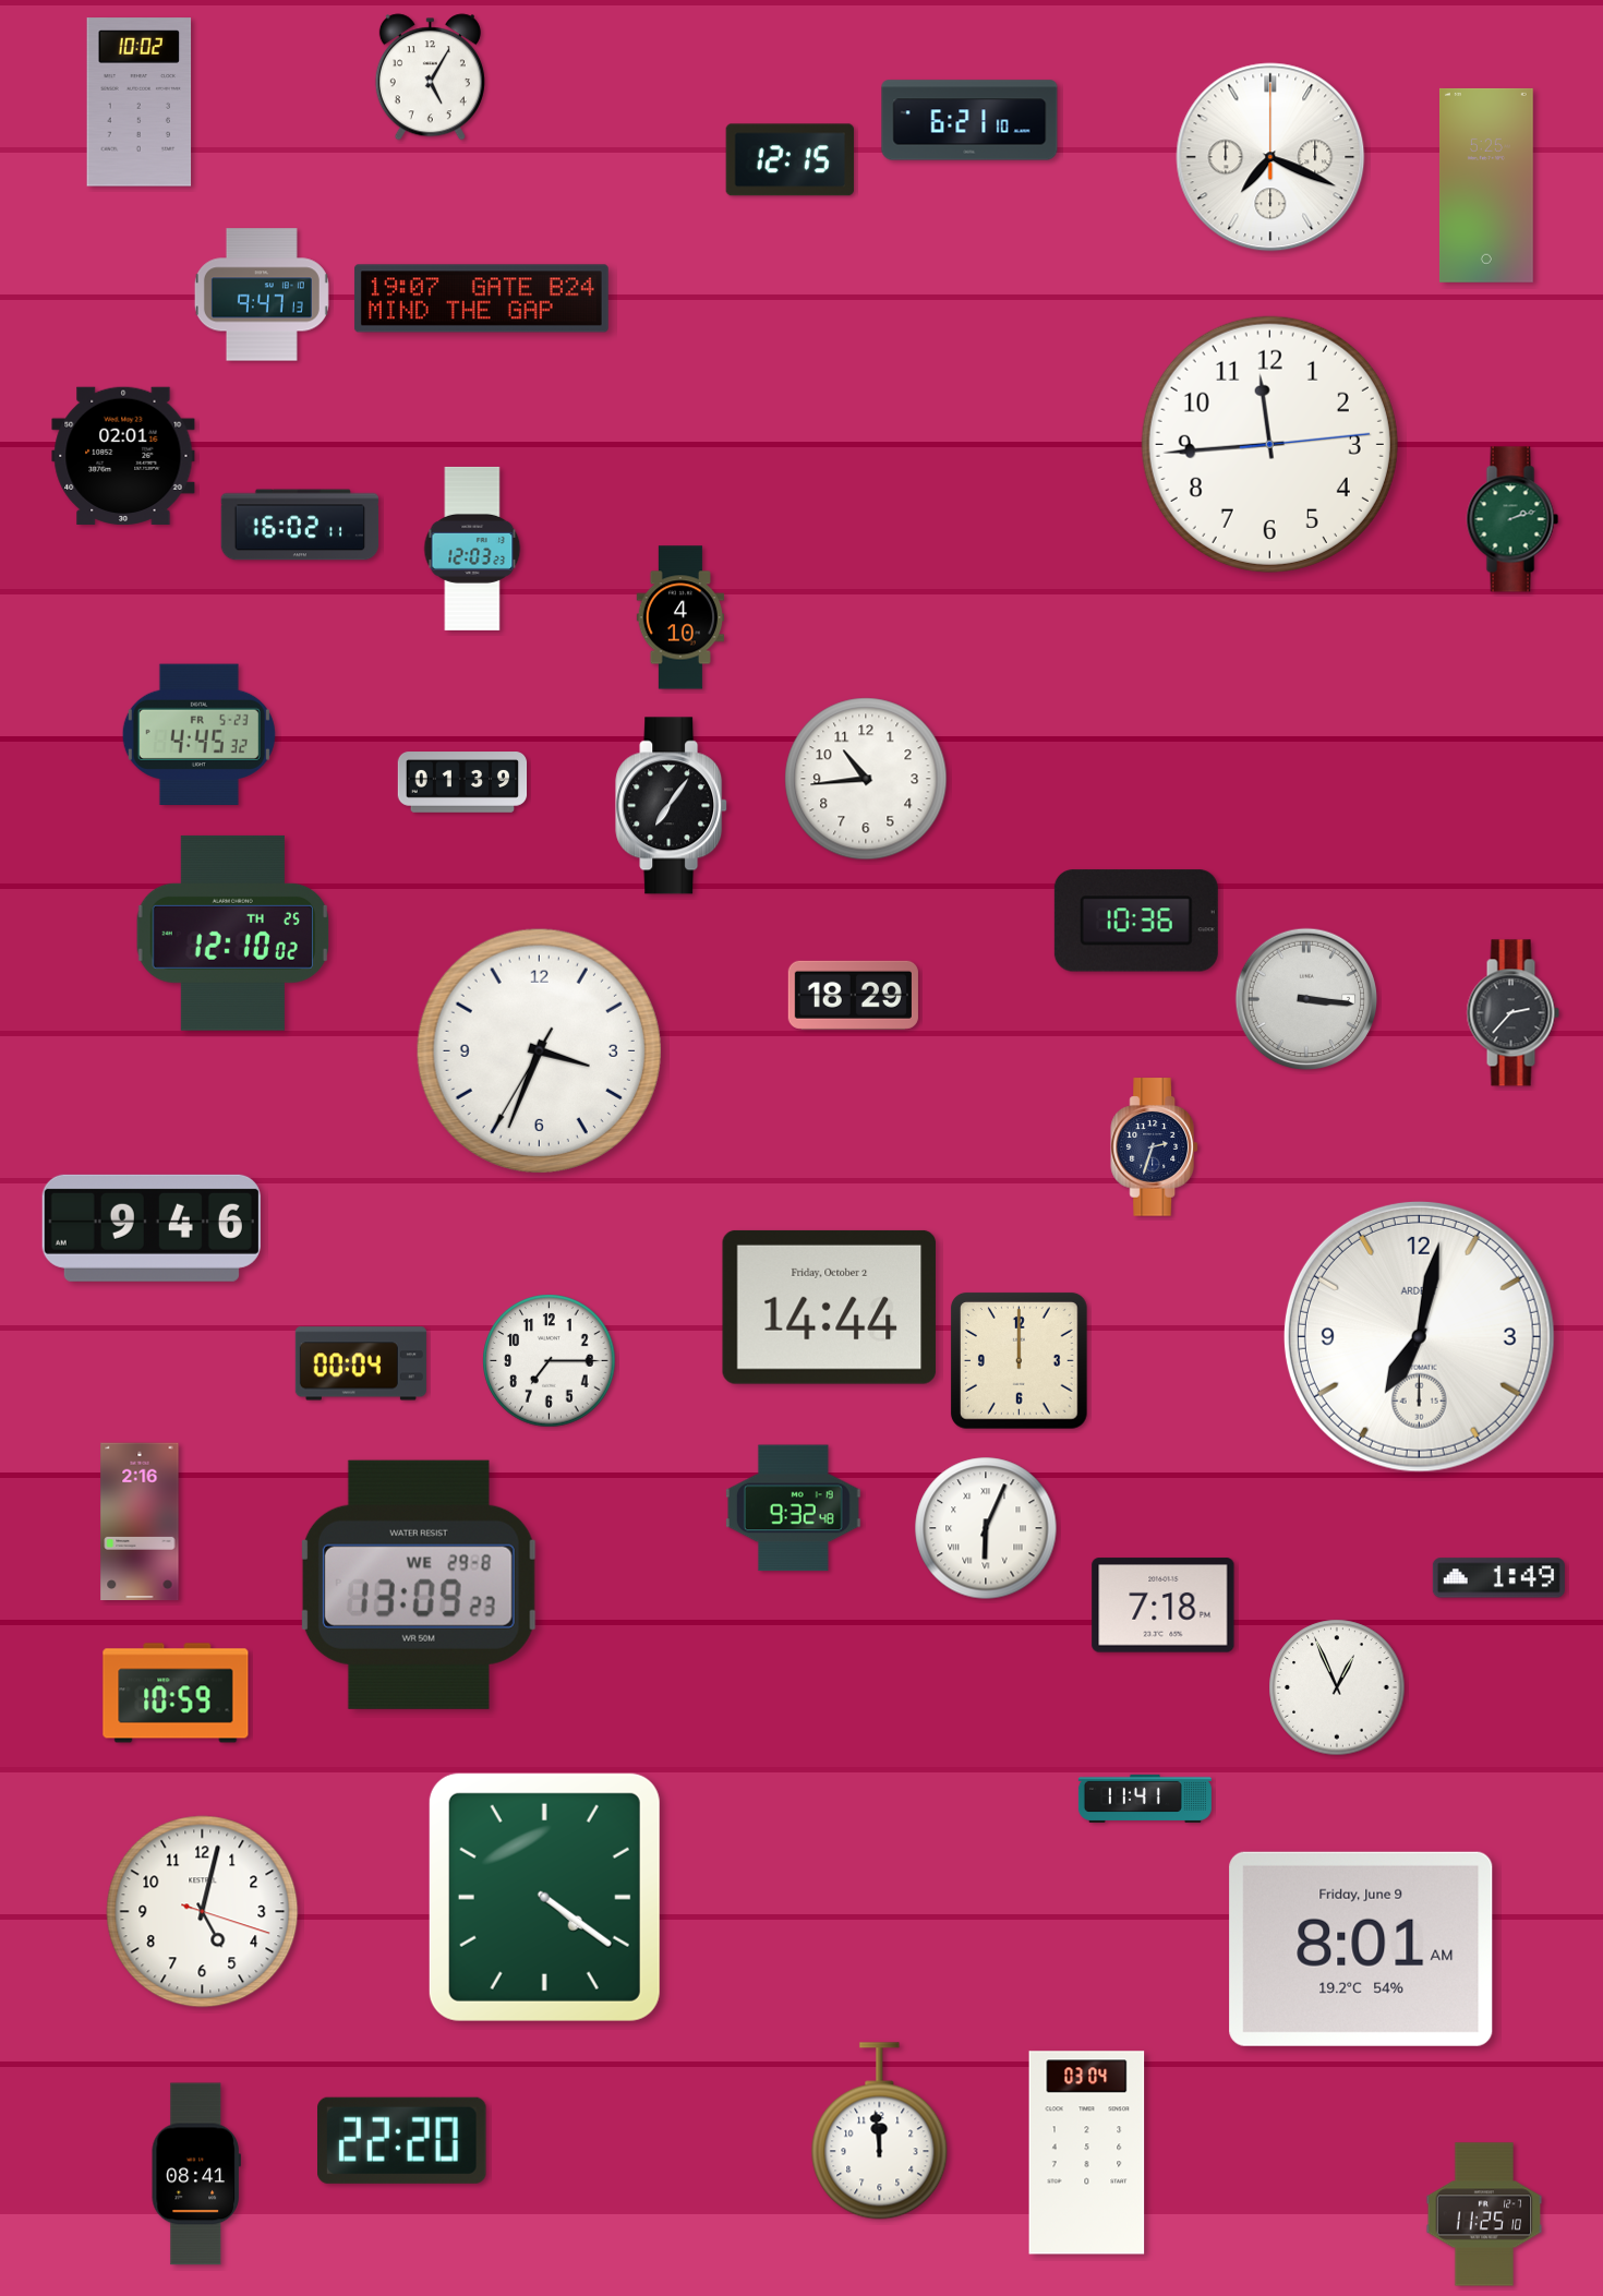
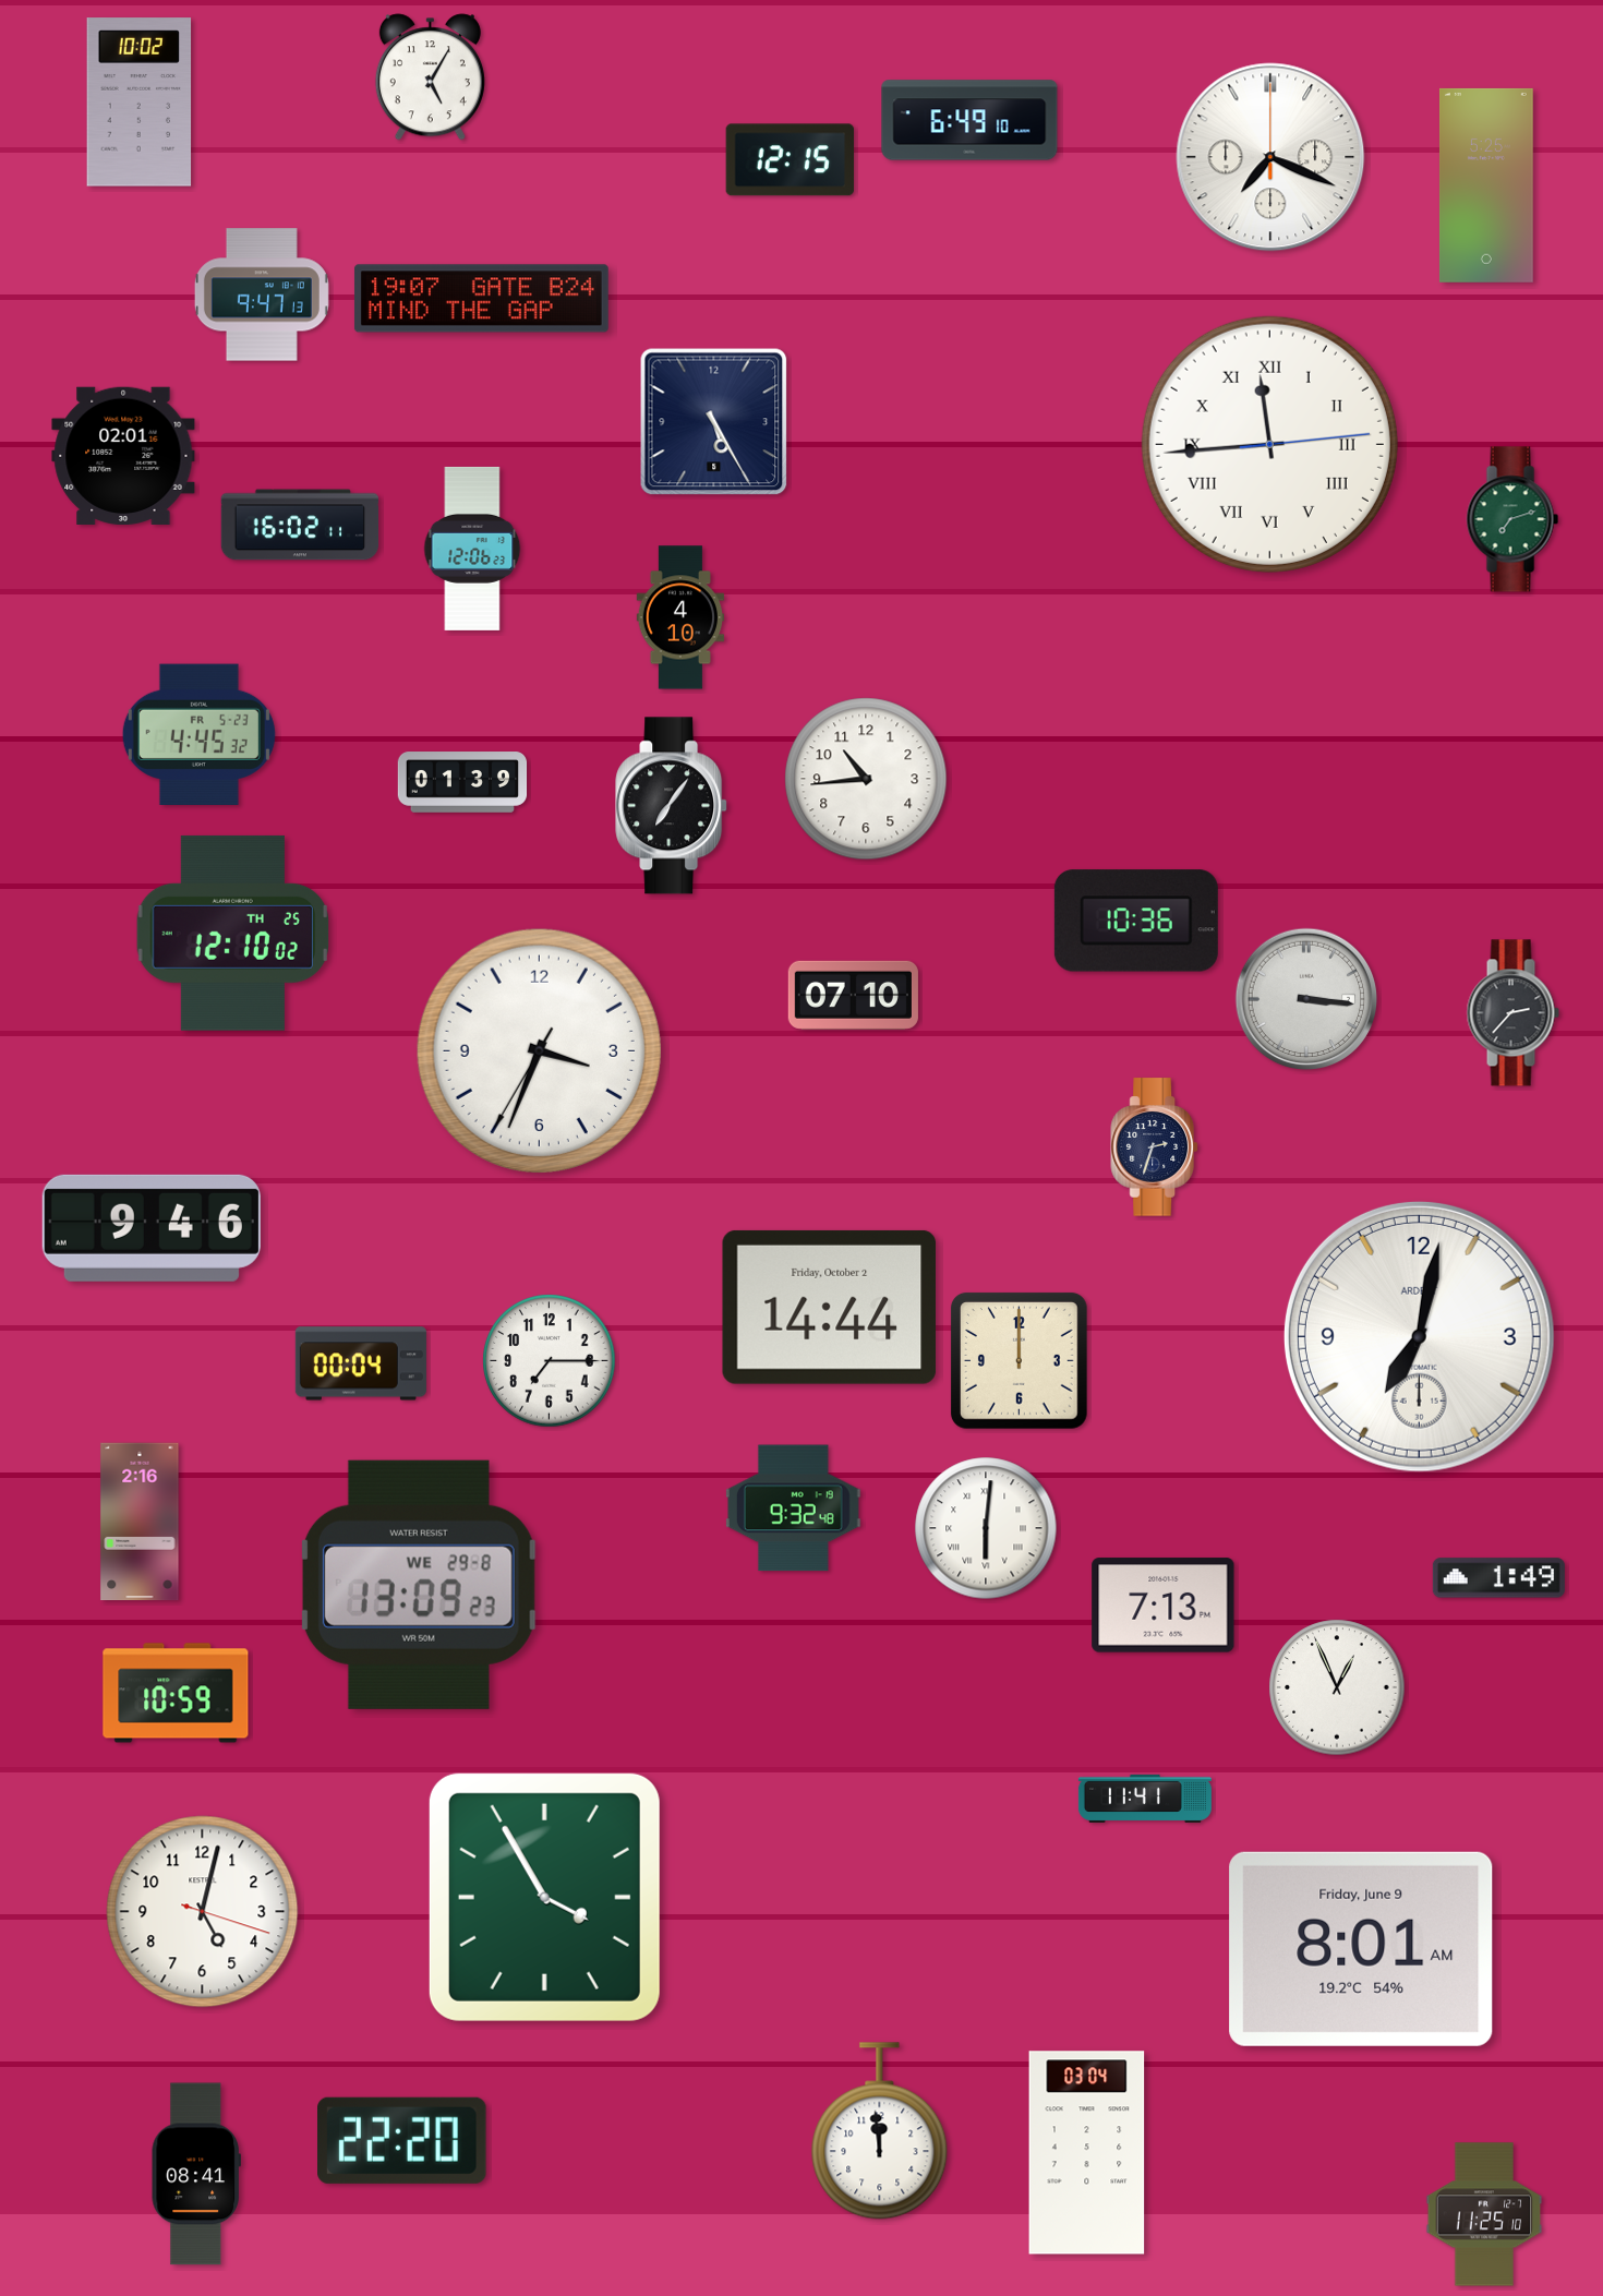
clock at (969, 120): 6:21 -> 6:49
clock at (714, 422): none -> 5:25
clock at (1269, 444) numerals: Arabic -> Roman
clock at (1512, 519): 2:12 -> 7:12
clock at (472, 549): 12:03 -> 12:06
clock at (853, 995): 18:29 -> 07:10
clock at (986, 1528): 6:04 -> 6:01
clock at (1164, 1606): 7:18 -> 7:13
clock at (544, 1897): 4:21 -> 3:55
